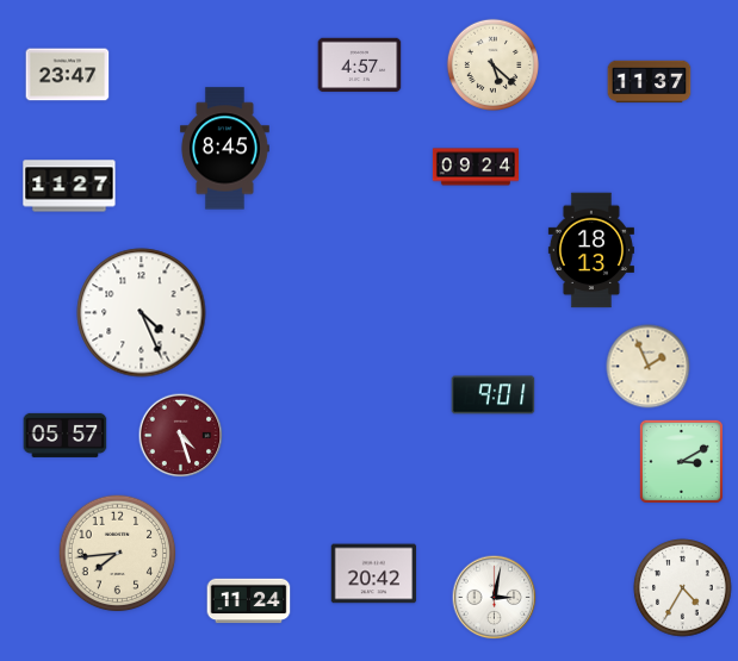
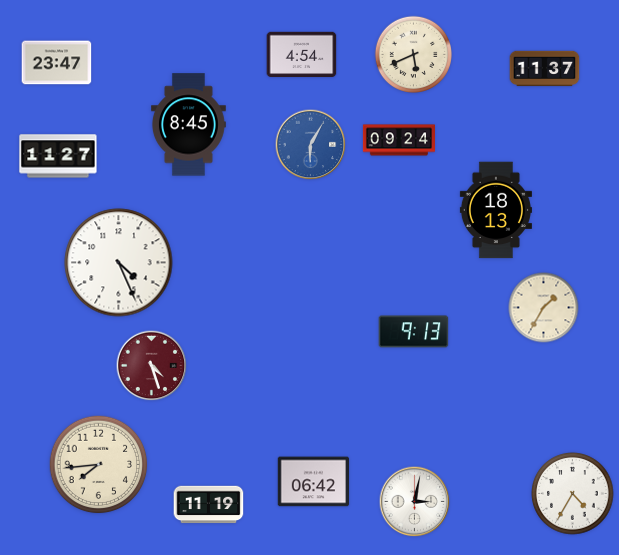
clock at (492, 64): 5:22 -> 5:41
clock at (360, 66): 4:57 -> 4:54
clock at (311, 145): none -> 6:05
clock at (649, 367): 1:56 -> 1:35
clock at (494, 395): 9:01 -> 9:13
clock at (66, 435): 05:57 -> none
clock at (681, 461): 3:10 -> none
clock at (374, 574): 20:42 -> 06:42
clock at (249, 601): 11:24 -> 11:19
